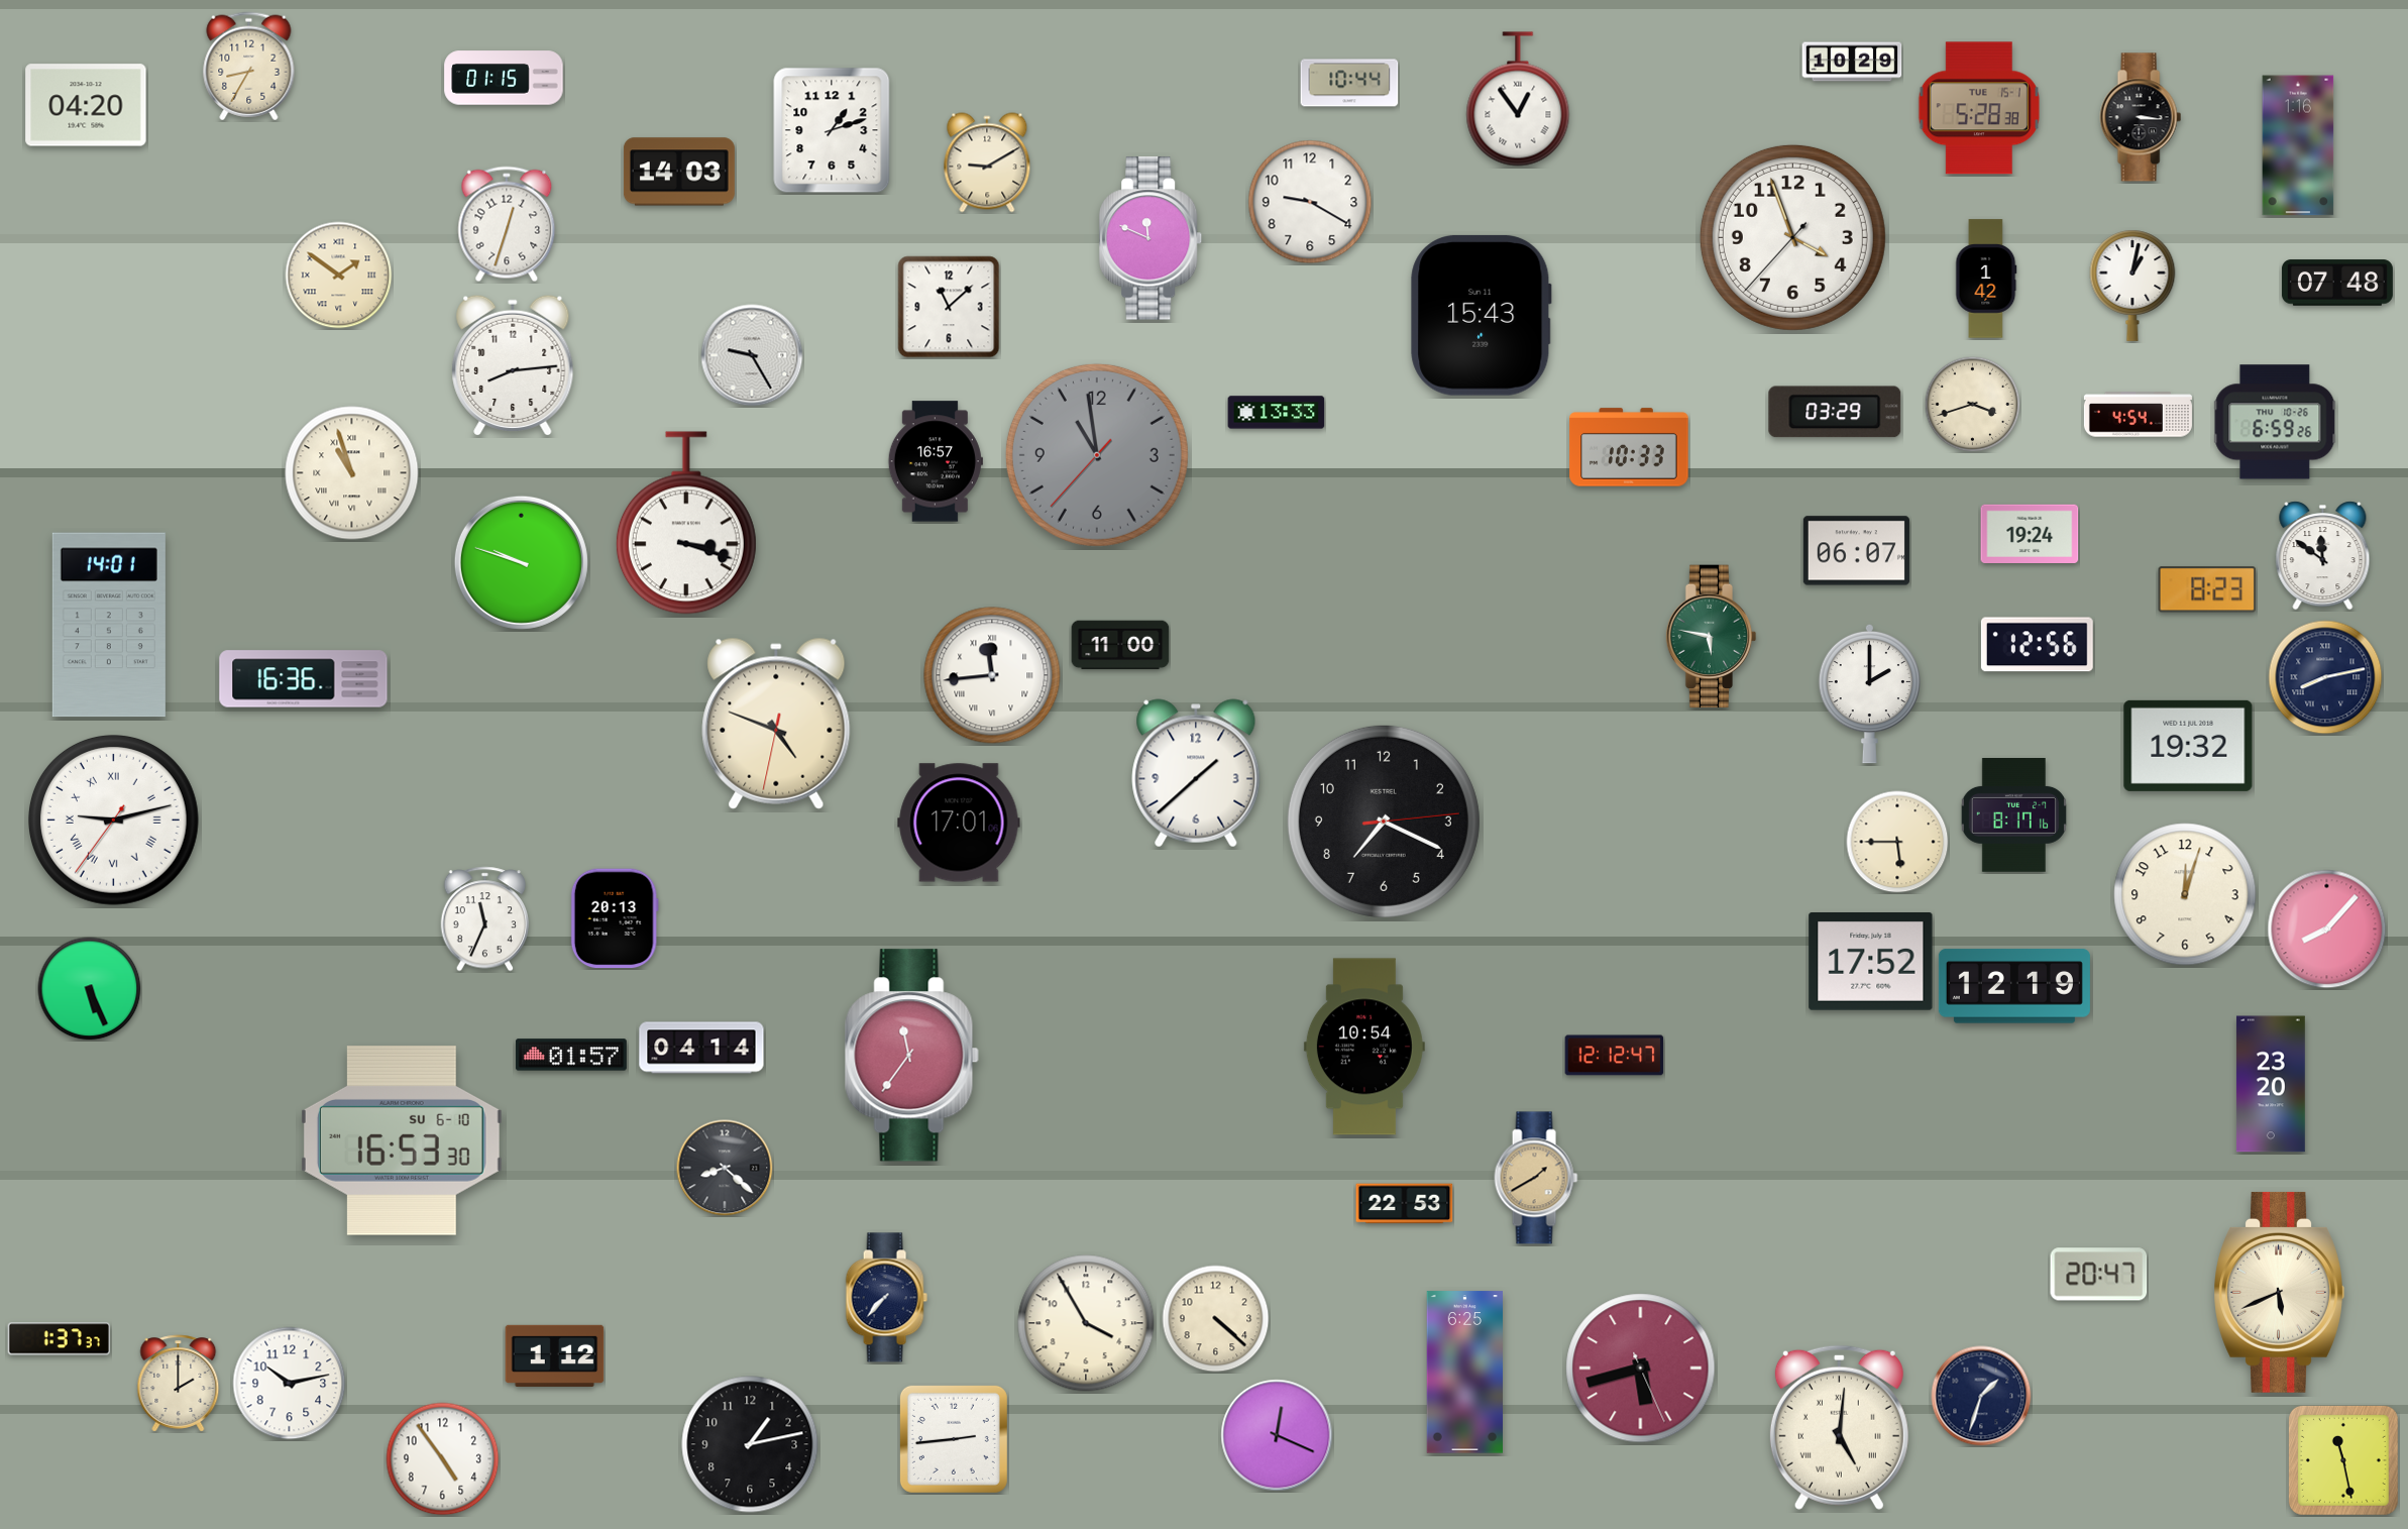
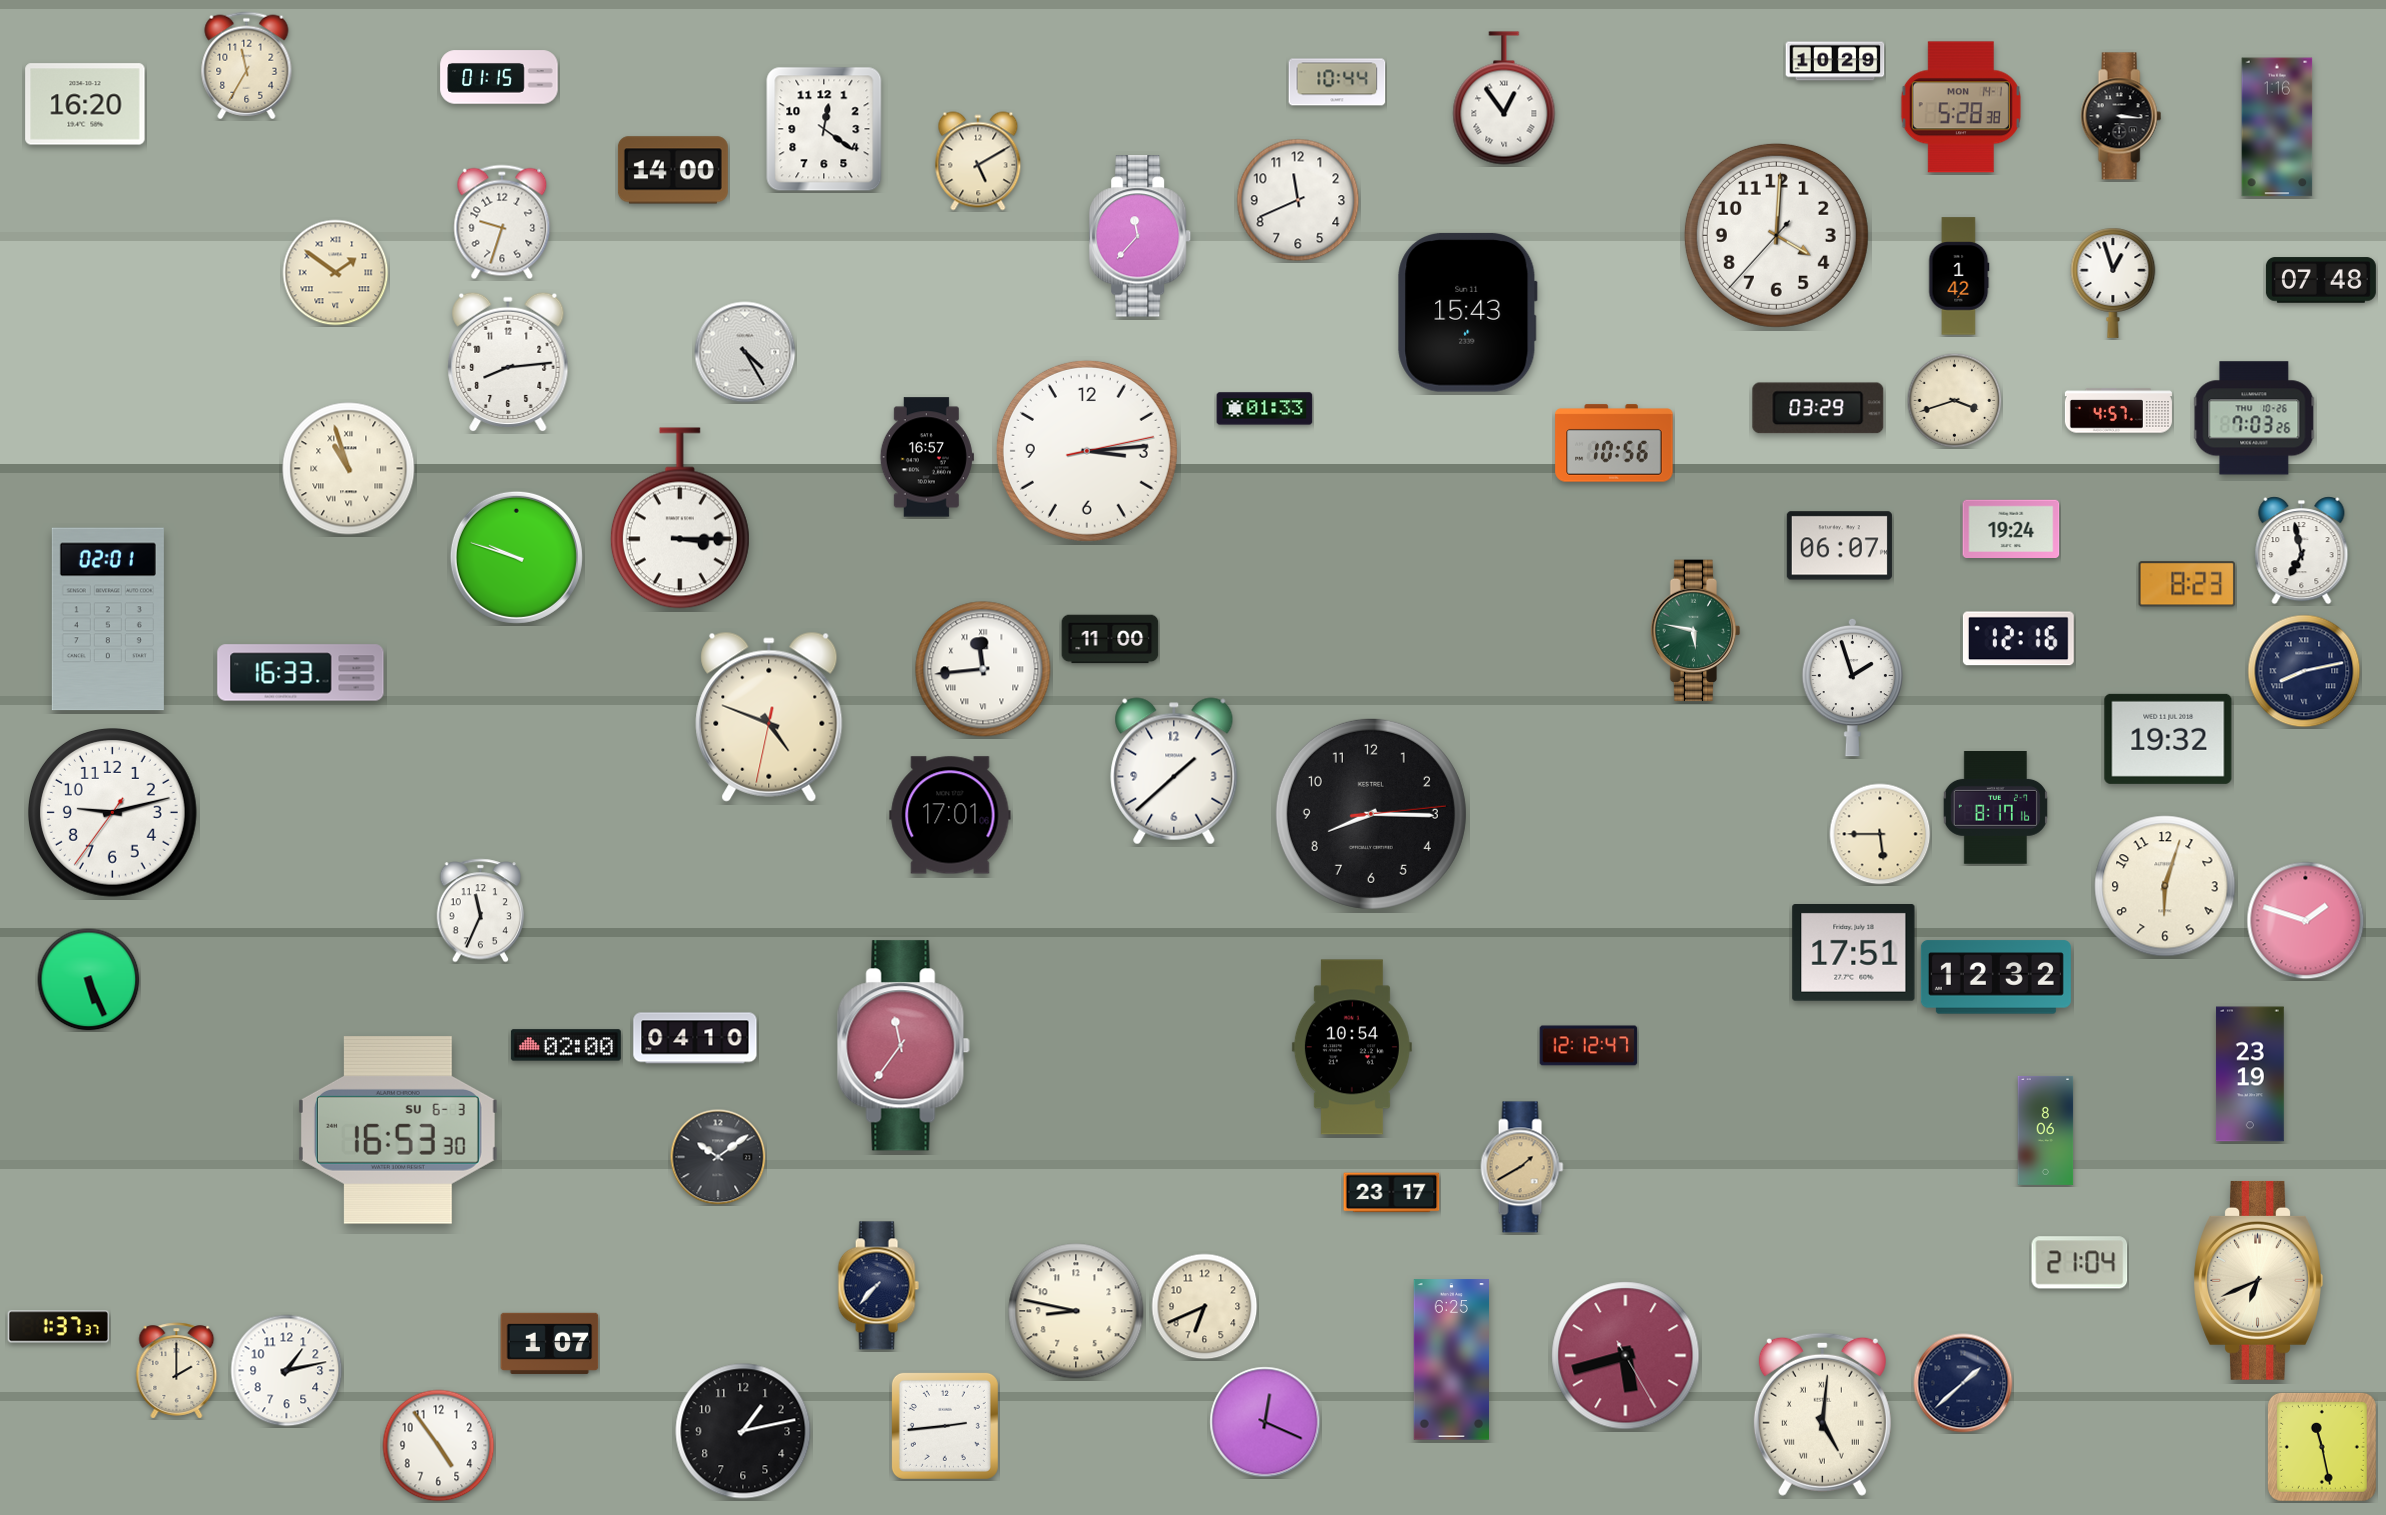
clock at (249, 67): 8:35 -> 11:35
clock at (86, 105): 04:20 -> 16:20
clock at (1979, 108) date: TUE 15-1 -> MON 14-1
clock at (832, 130): 1:12 -> 12:21
clock at (2298, 145) position: (2298, 145) -> (2277, 127)
clock at (987, 162): 9:10 -> 5:10
clock at (679, 172): 14:03 -> 14:00
clock at (1310, 202): 9:20 -> 11:41
clock at (507, 224): 12:33 -> 9:33
clock at (1792, 237): 3:56 -> 4:00
clock at (1151, 238): 11:49 -> 11:37
clock at (1986, 279) position: (1986, 279) -> (1959, 276)
clock at (2337, 283) position: (2337, 283) -> (2321, 280)
clock at (2132, 286): 1:02 -> 12:57
clock at (949, 307): 11:08 -> none
clock at (752, 355): 9:25 -> 4:25
clock at (1277, 413): 13:33 -> 01:33
clock at (2138, 415): 4:54 -> 4:57
clock at (2275, 422): 6:59 -> 7:03
clock at (1629, 447): 10:33 -> 10:56
clock at (1097, 455): 10:58 -> 3:14
clock at (1097, 455) dial: grey -> white
clock at (686, 523): 3:18 -> 3:15
clock at (2323, 556): 11:51 -> 6:58
clock at (109, 625): 14:01 -> 02:01
clock at (2037, 645): 12:56 -> 12:16
clock at (304, 679): 16:36 -> 16:33
clock at (1869, 693): 2:00 -> 1:57
clock at (1196, 773) position: (1196, 773) -> (1174, 771)
clock at (114, 821) numerals: Roman -> Arabic
clock at (1384, 822): 7:19 -> 8:15
clock at (2185, 894): 12:03 -> 6:03
clock at (615, 918): 20:13 -> none
clock at (2327, 930): 8:07 -> 1:48
clock at (1871, 962): 17:52 -> 17:51
clock at (2014, 986): 12:19 -> 12:32
clock at (1364, 1047) position: (1364, 1047) -> (1352, 1047)
clock at (701, 1048): 04:14 -> 04:10
clock at (571, 1055): 01:57 -> 02:00
clock at (1615, 1056) position: (1615, 1056) -> (1589, 1046)
clock at (2271, 1084): 23:20 -> 23:19
clock at (402, 1140) date: SU 6-10 -> SU 6-3
clock at (2046, 1130): none -> 8:06
clock at (725, 1168): 8:22 -> 10:09
clock at (1405, 1204): 22:53 -> 23:17
clock at (2099, 1275): 20:47 -> 21:04
clock at (2279, 1292): 5:41 -> 6:41
clock at (1216, 1319): 4:22 -> 6:41
clock at (1086, 1323): 3:55 -> 8:47
clock at (555, 1355): 1:12 -> 1:07
clock at (1641, 1369): 5:42:26 -> 5:42:25
clock at (290, 1384): 10:13 -> 1:13
clock at (1981, 1396): 1:33 -> 1:38
